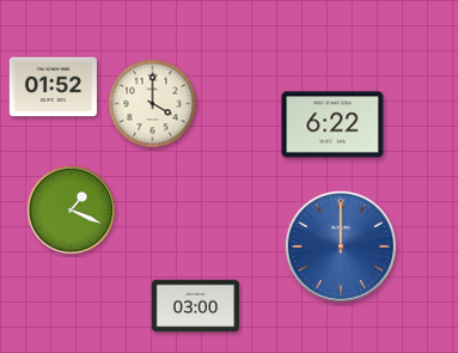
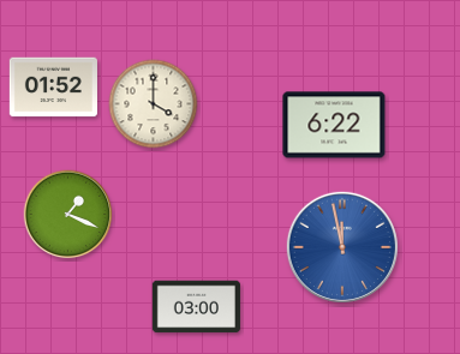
clock at (72, 211) position: (72, 211) -> (68, 215)
clock at (341, 247): 12:00 -> 11:58
